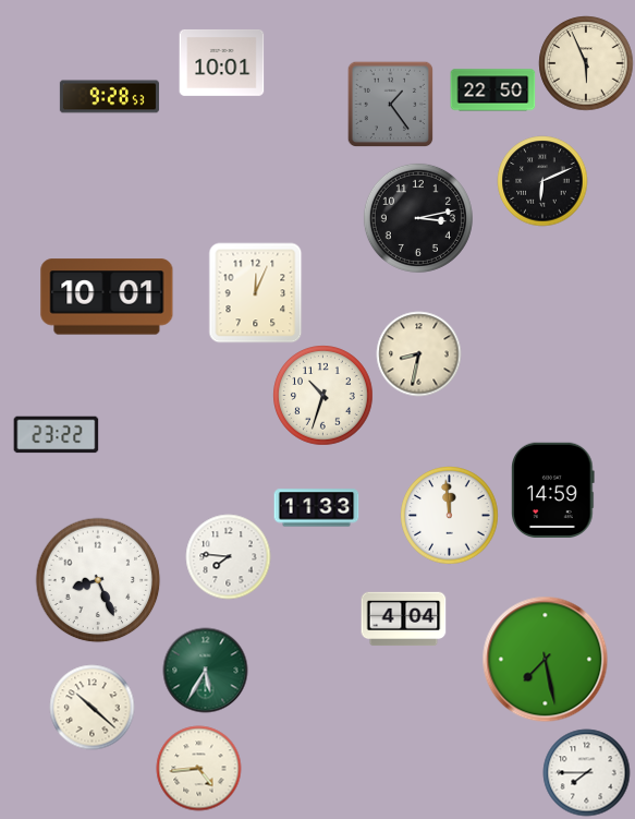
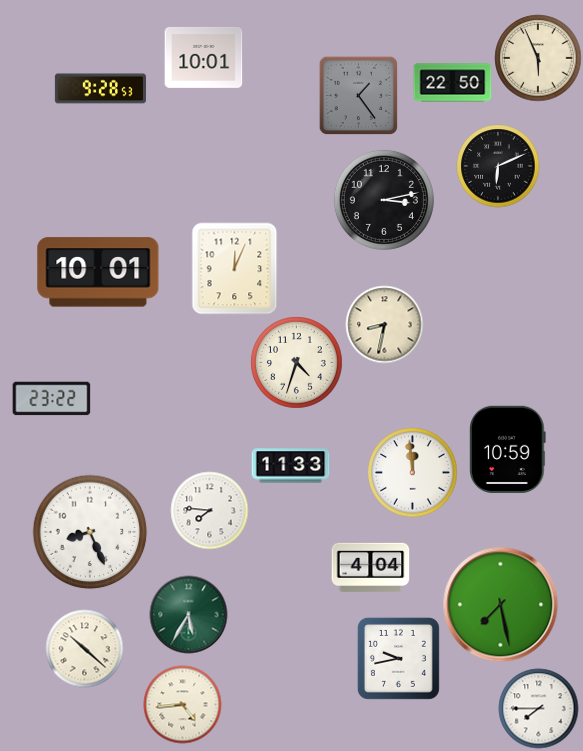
clock at (322, 395): 10:33 -> 4:33
clock at (553, 490): 14:59 -> 10:59
clock at (398, 658): none -> 9:43
